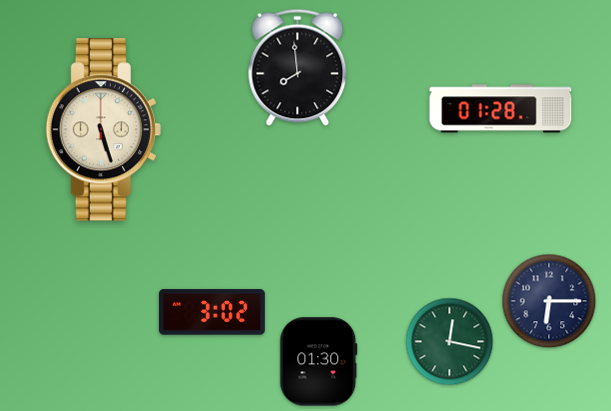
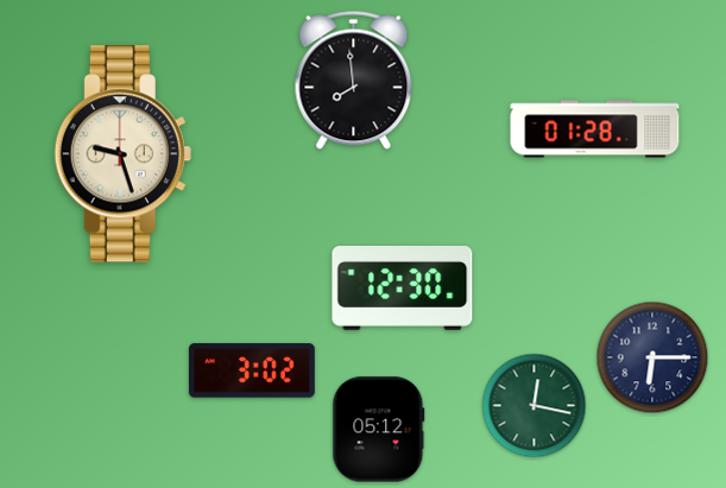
clock at (103, 130): 5:27 -> 9:27
clock at (403, 289): none -> 12:30
clock at (319, 362): 01:30 -> 05:12
